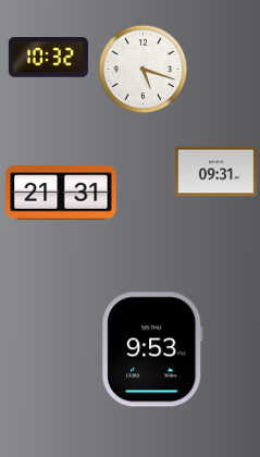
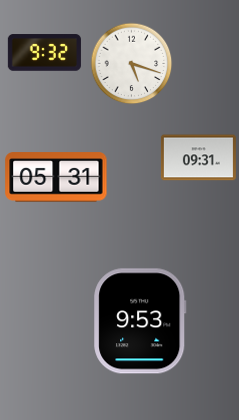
clock at (48, 58): 10:32 -> 9:32
clock at (61, 193): 21:31 -> 05:31
